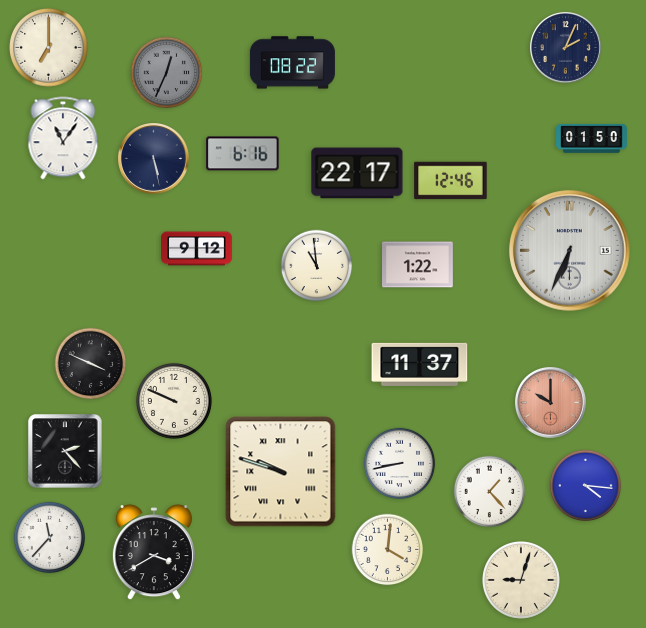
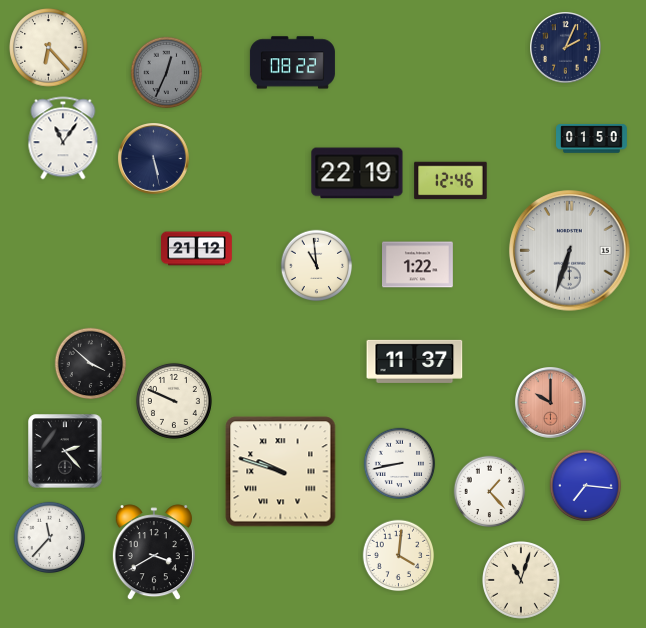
clock at (49, 48): 7:00 -> 6:23
clock at (243, 154): 6:16 -> none
clock at (357, 173): 22:17 -> 22:19
clock at (197, 249): 9:12 -> 21:12
clock at (570, 251): 6:34 -> 6:33
clock at (91, 364): 3:49 -> 3:52
clock at (420, 364) position: (420, 364) -> (415, 361)
clock at (586, 486): 4:16 -> 7:16
clock at (388, 550) position: (388, 550) -> (399, 556)
clock at (522, 581): 9:03 -> 11:03
